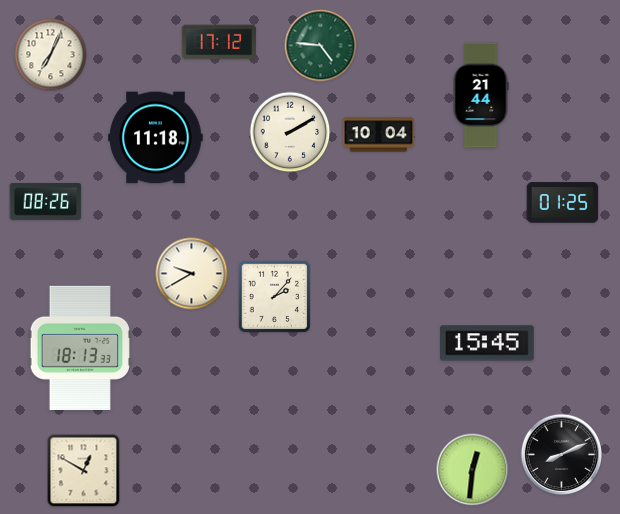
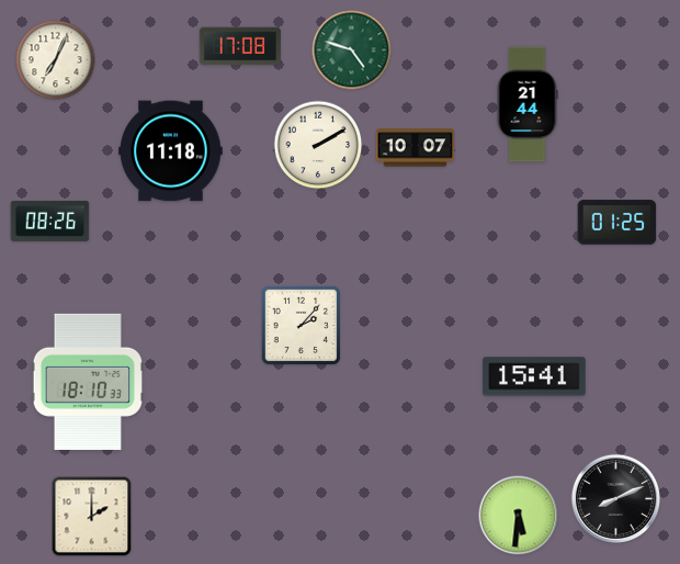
clock at (219, 42): 17:12 -> 17:08
clock at (321, 46): 4:46 -> 4:48
clock at (379, 135): 10:04 -> 10:07
clock at (192, 274): 9:40 -> none
clock at (488, 343): 15:45 -> 15:41
clock at (79, 348): 18:13 -> 18:10
clock at (473, 470): 12:31 -> 5:31
clock at (84, 471): 12:50 -> 2:00
